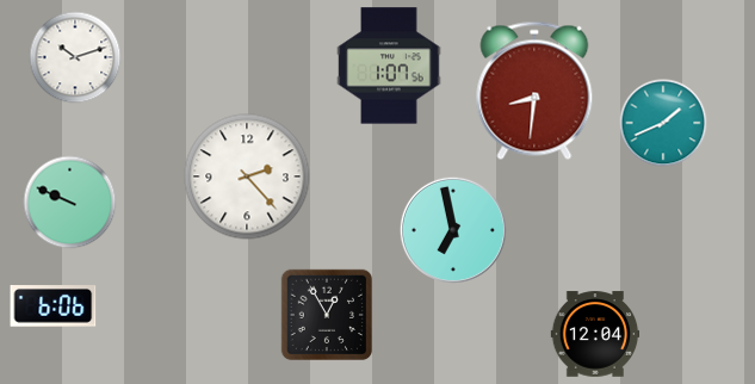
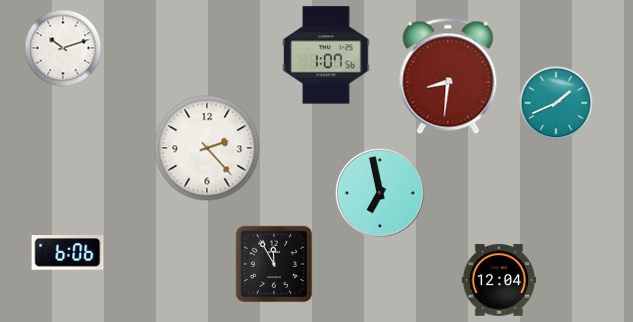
clock at (70, 203): 9:49 -> none
clock at (54, 306) position: (54, 306) -> (68, 253)
clock at (327, 315): 12:55 -> 11:55
